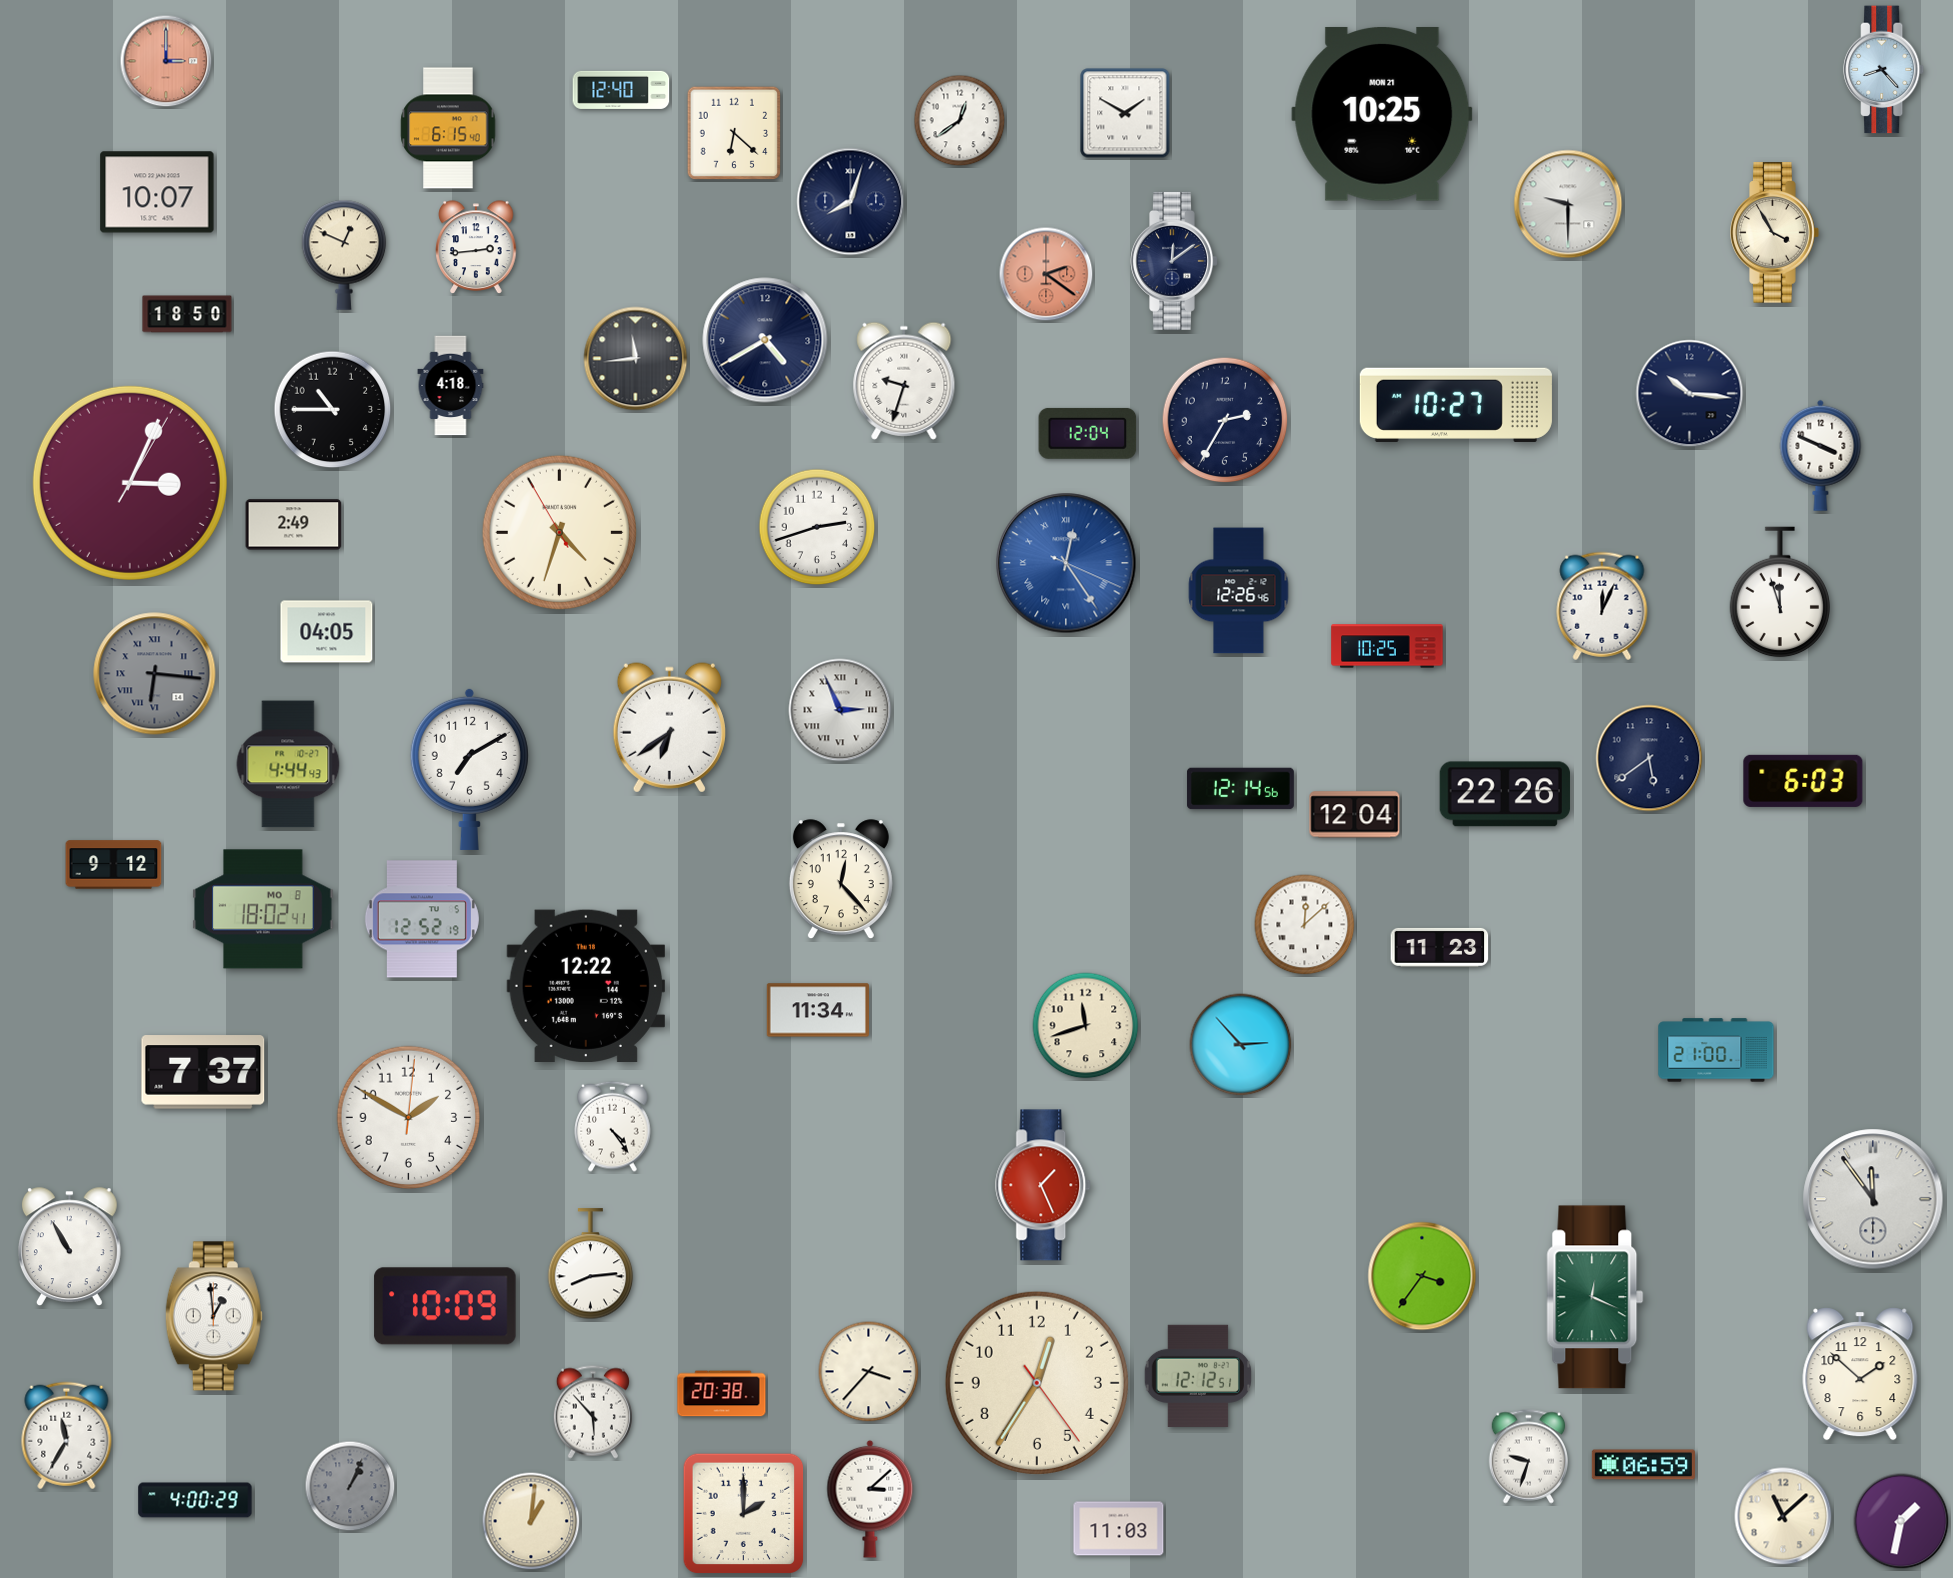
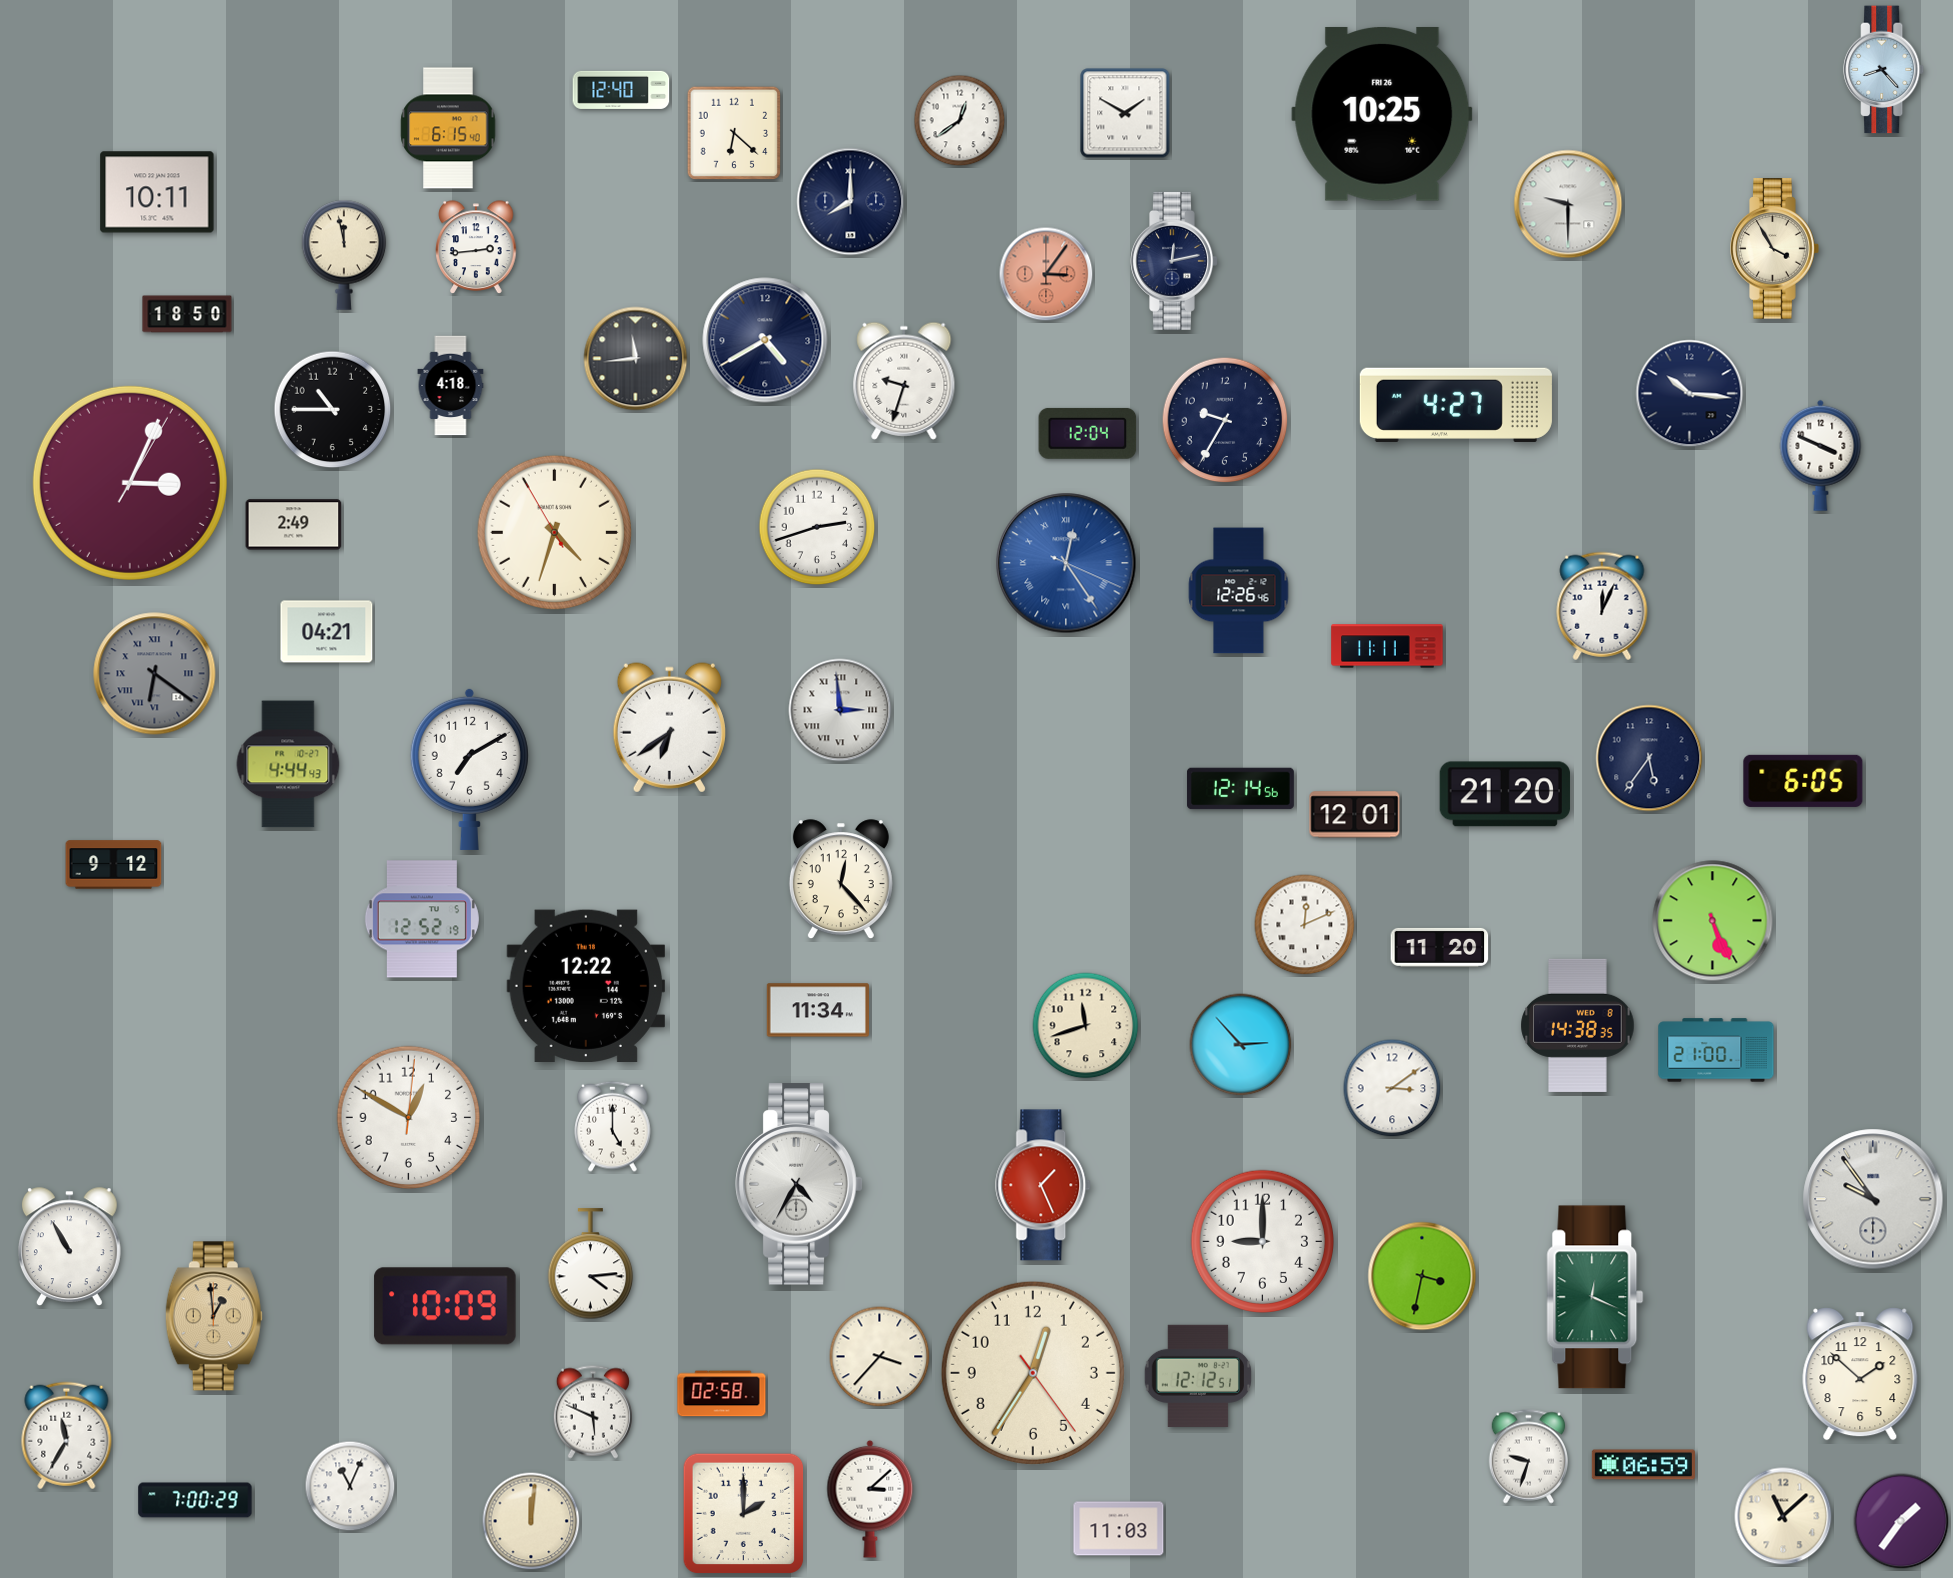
clock at (166, 61): 3:00 -> none
clock at (1382, 114) date: MON 21 -> FRI 26
clock at (157, 192): 10:07 -> 10:11
clock at (851, 202): 8:03 -> 8:00
clock at (1775, 233) position: (1775, 233) -> (1775, 249)
clock at (344, 255): 12:49 -> 11:58
clock at (1174, 261): 12:09 -> 12:13
clock at (1046, 274): 2:21 -> 3:06
clock at (1456, 405): 10:27 -> 4:27
clock at (1225, 420): 2:35 -> 9:35
clock at (559, 532) position: (559, 532) -> (554, 532)
clock at (1779, 592): 11:57 -> none
clock at (327, 632): 04:05 -> 04:21
clock at (1387, 646): 10:25 -> 11:11
clock at (155, 674): 6:16 -> 6:21
clock at (840, 710): 2:56 -> 2:59
clock at (1649, 758): 5:39 -> 5:36
clock at (1803, 781): 6:03 -> 6:05
clock at (1505, 794): 22:26 -> 21:20
clock at (1355, 815): 12:04 -> 12:01
clock at (263, 909): 18:02 -> none
clock at (1713, 921): none -> 5:26
clock at (1305, 925): 12:08 -> 12:11
clock at (1440, 947): 11:23 -> 11:20
clock at (1578, 1025): none -> 14:38
clock at (203, 1072): 7:37 -> none
clock at (1392, 1088): none -> 3:09
clock at (408, 1117): 1:50 -> 12:50
clock at (613, 1126): 4:24 -> 5:00
clock at (799, 1184): none -> 4:35
clock at (1873, 1199): 11:54 -> 9:54
clock at (1262, 1241): none -> 9:00
clock at (591, 1264): 8:14 -> 4:14
clock at (1422, 1276): 3:36 -> 3:32
clock at (214, 1316) dial: white -> champagne
clock at (869, 1372) position: (869, 1372) -> (880, 1357)
clock at (1037, 1383) position: (1037, 1383) -> (1033, 1373)
clock at (722, 1394): 20:38 -> 02:58
clock at (593, 1412): 5:53 -> 5:49
clock at (350, 1486): 1:04 -> 11:04
clock at (350, 1486) dial: grey -> white
clock at (195, 1500): 4:00 -> 7:00
clock at (531, 1521): 1:01 -> 12:01
clock at (1901, 1521): 1:32 -> 1:36
